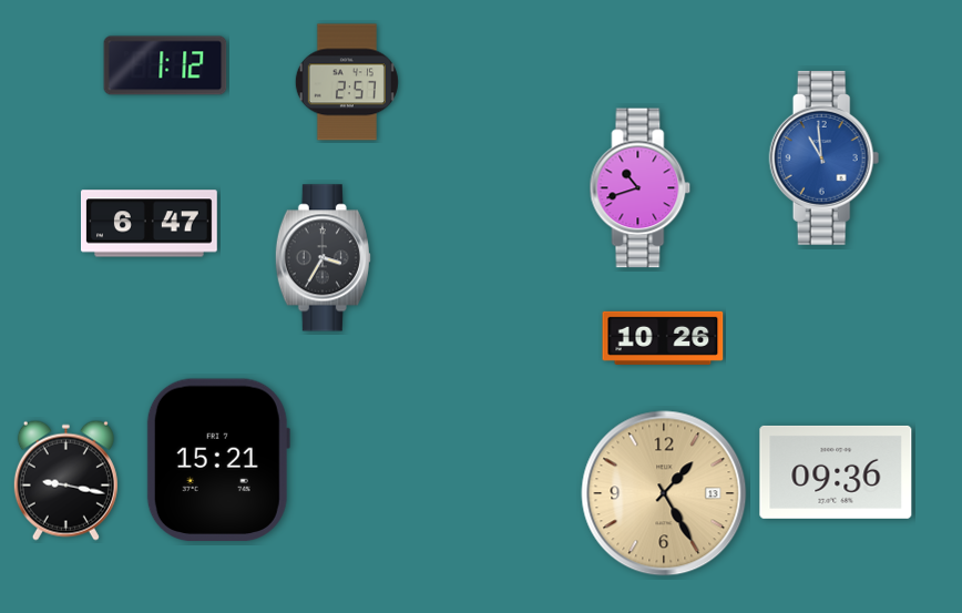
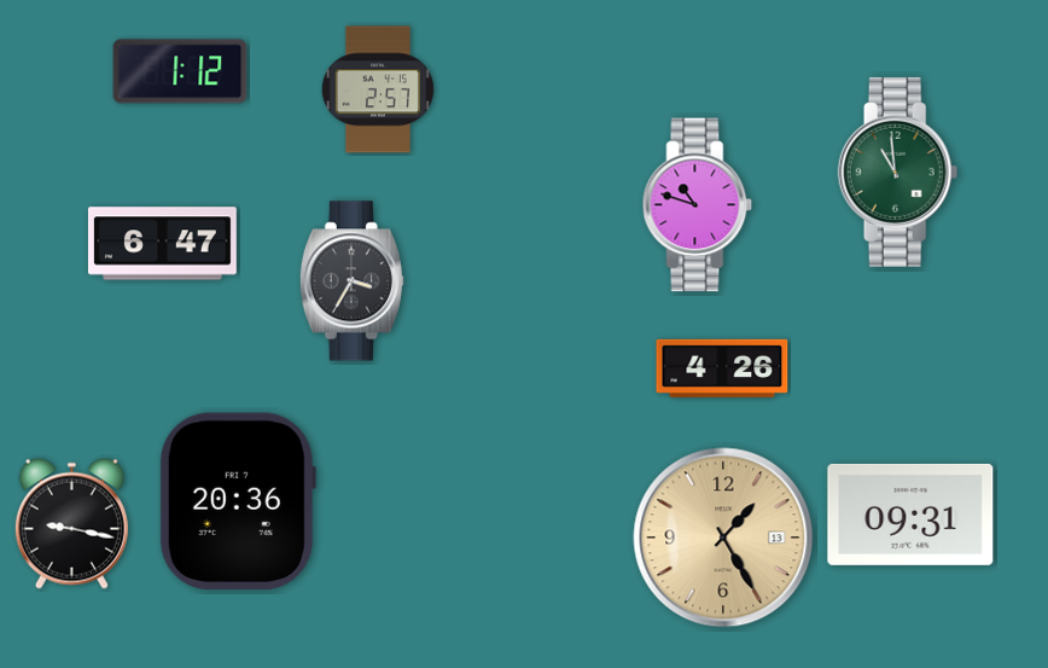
clock at (825, 157) dial: blue -> green
clock at (641, 188): 10:42 -> 10:48
clock at (663, 338): 10:26 -> 4:26
clock at (218, 460): 15:21 -> 20:36
clock at (836, 472): 09:36 -> 09:31
